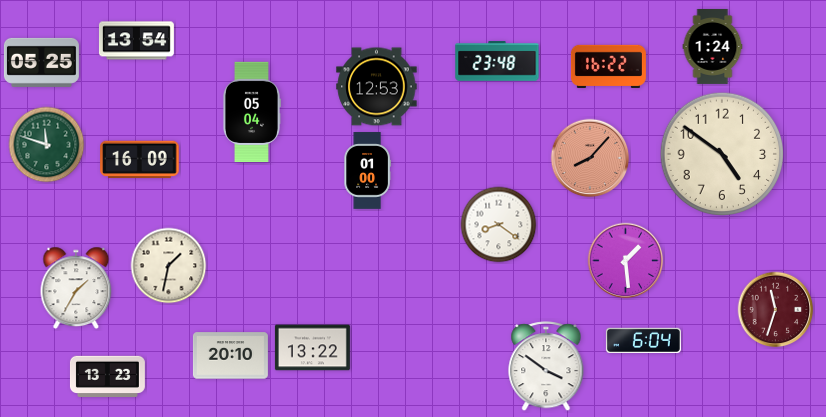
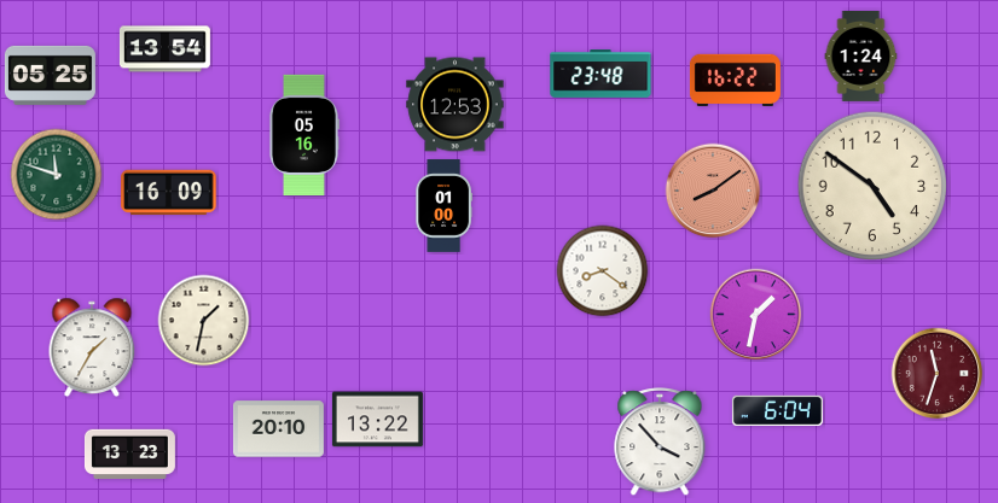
clock at (251, 112): 05:04 -> 05:16
clock at (590, 158): 8:07 -> 8:09
clock at (626, 261): 1:29 -> 1:32
clock at (546, 367): 3:51 -> 3:53
